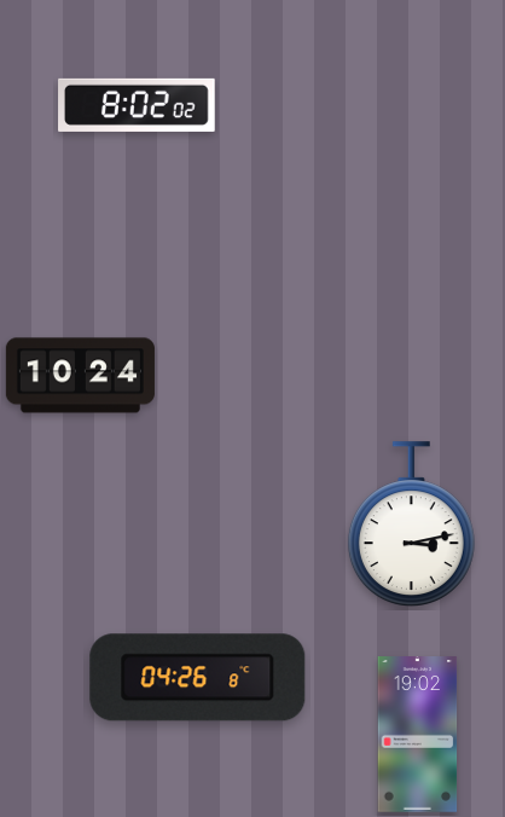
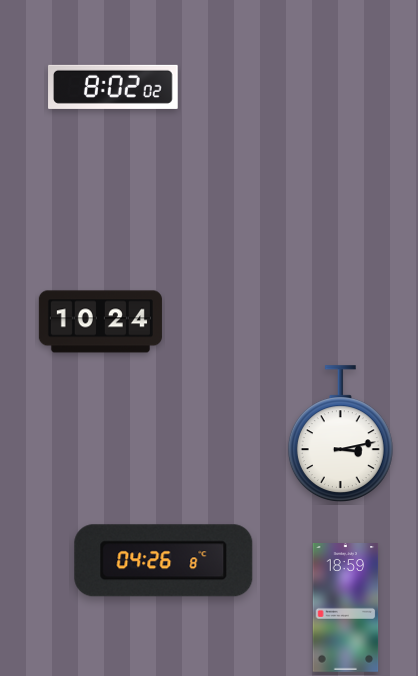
clock at (80, 376) position: (80, 376) -> (100, 322)
clock at (418, 735): 19:02 -> 18:59
